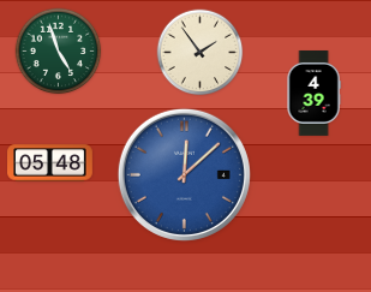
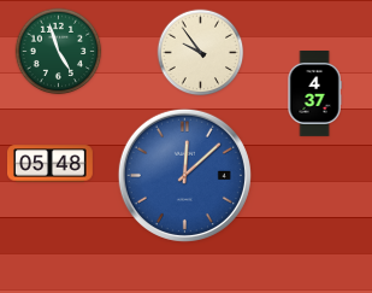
clock at (201, 53): 1:54 -> 9:54
clock at (313, 94): 4:39 -> 4:37
